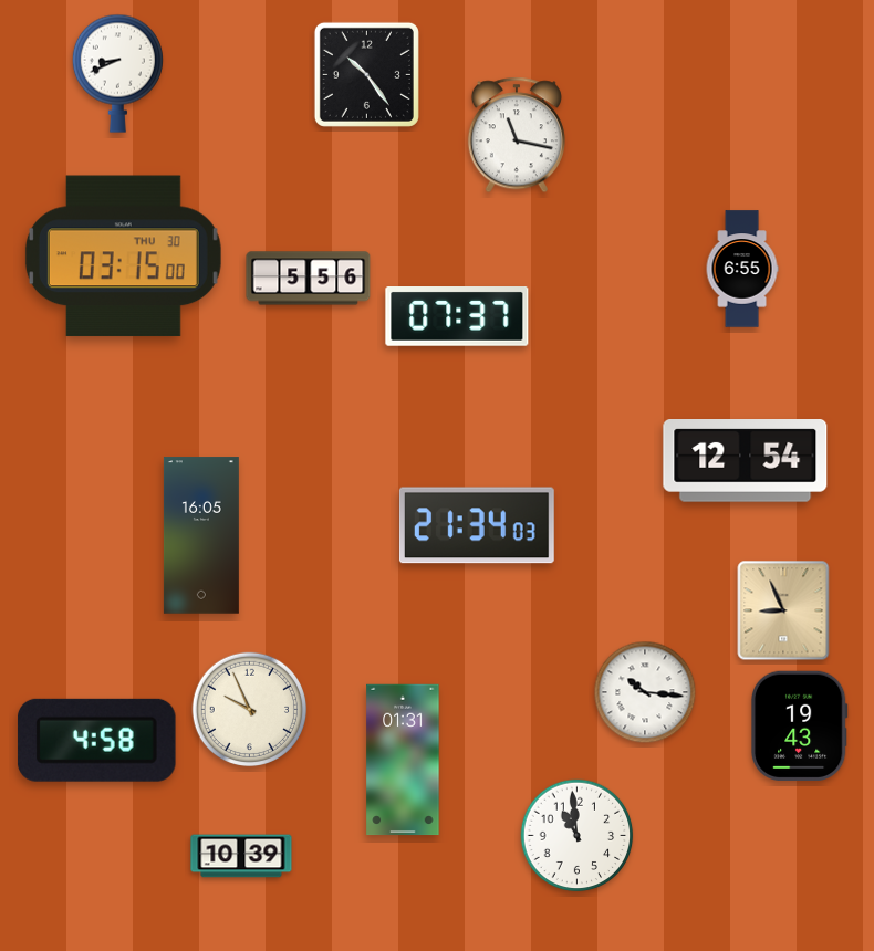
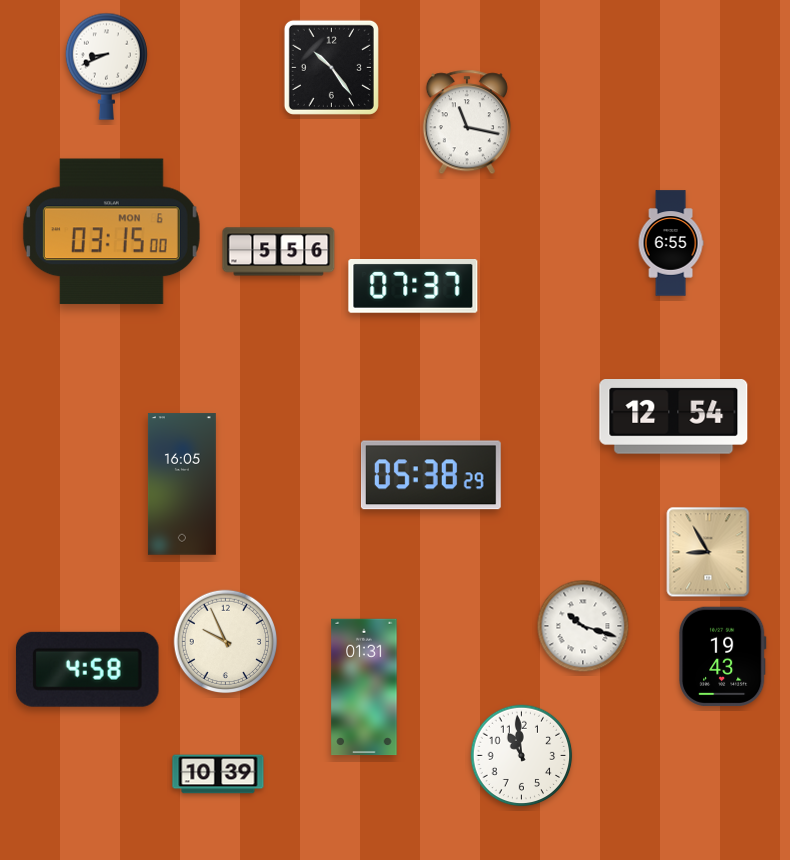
clock at (123, 257) date: THU 30 -> MON 6
clock at (477, 525): 21:34 -> 05:38
clock at (783, 610): 8:56 -> 8:55
clock at (645, 692): 10:16 -> 10:18
